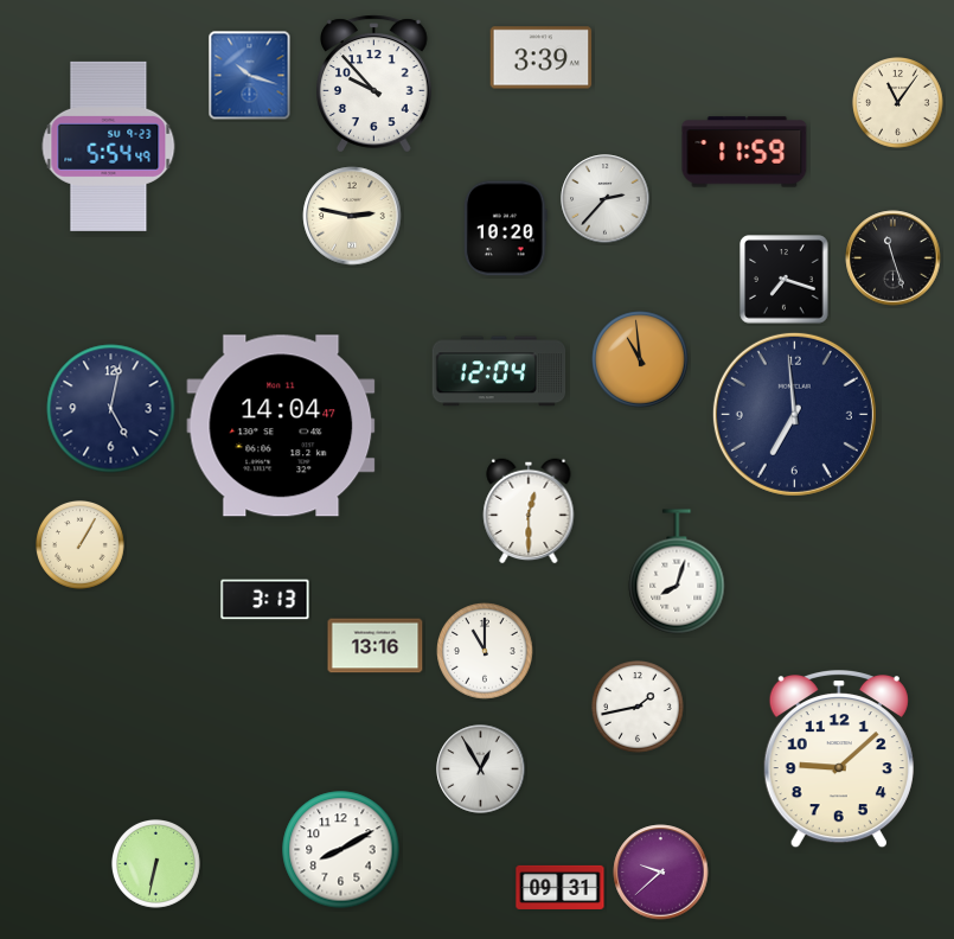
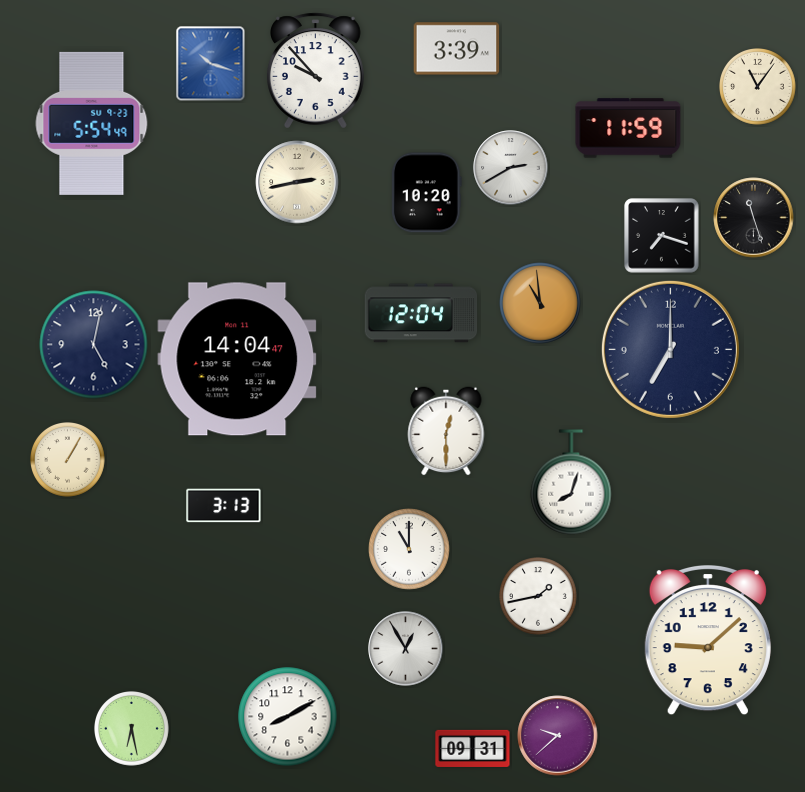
clock at (606, 199): 2:37 -> 2:40
clock at (352, 216): 2:47 -> 2:43
clock at (794, 414): 6:59 -> 7:00
clock at (376, 646): 13:16 -> none
clock at (156, 864): 6:32 -> 6:28
